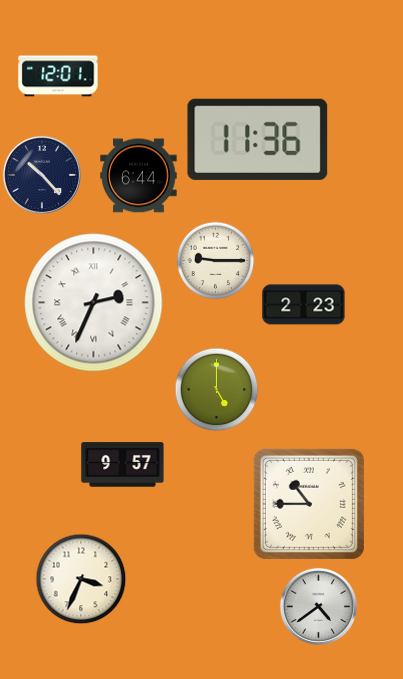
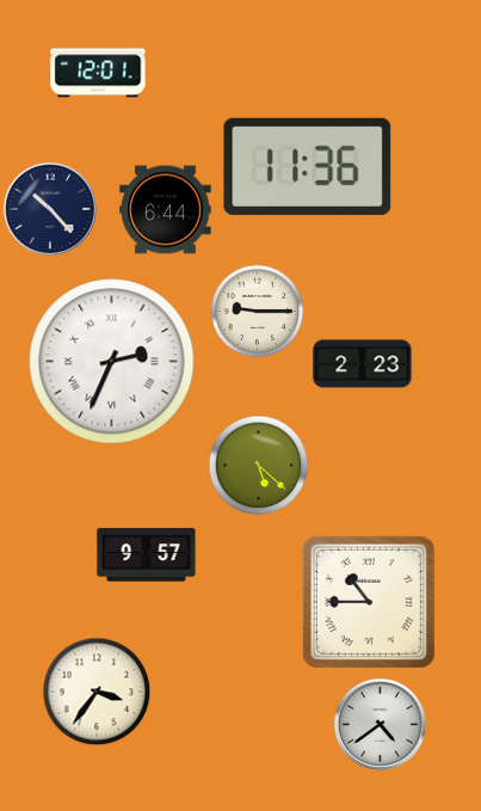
clock at (58, 76) position: (58, 76) -> (98, 73)
clock at (216, 389): 5:00 -> 5:22
clock at (81, 579): 3:34 -> 3:36
